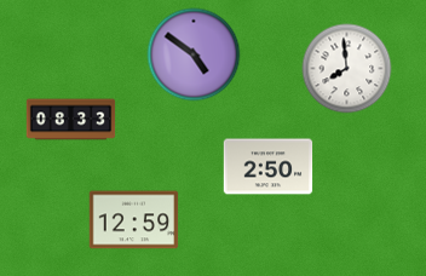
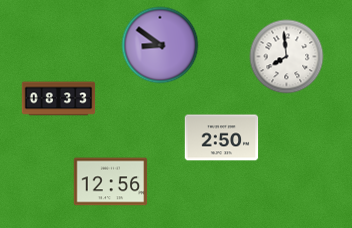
clock at (194, 54): 4:51 -> 8:51
clock at (134, 220): 12:59 -> 12:56
